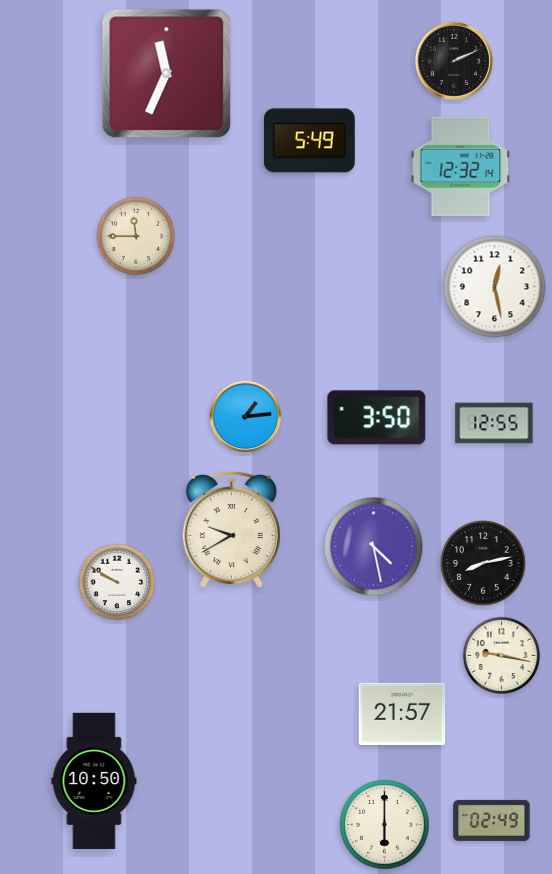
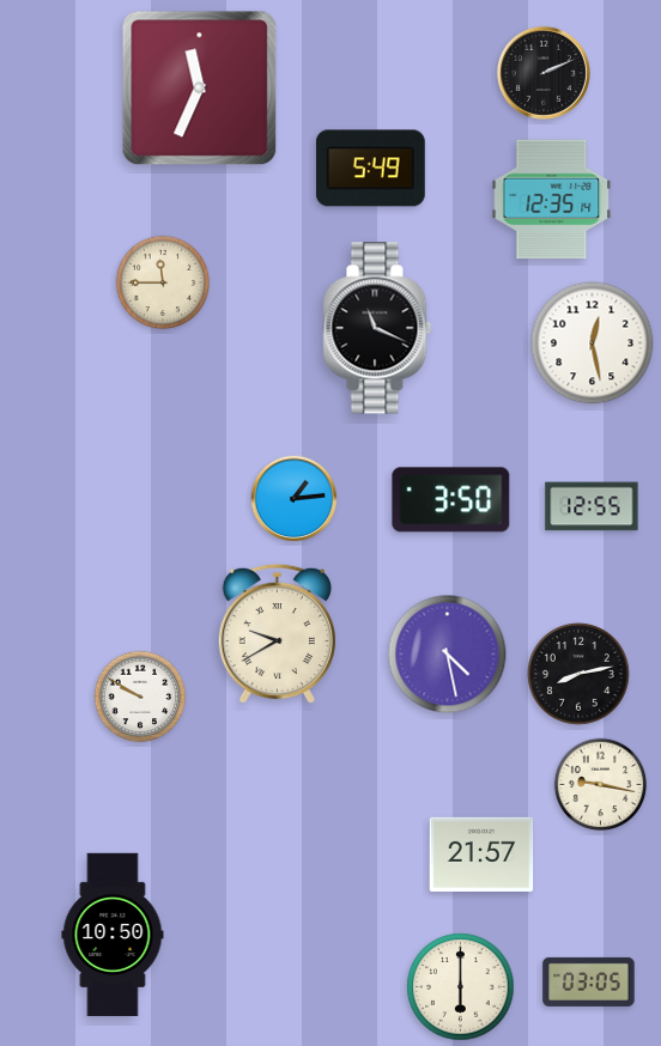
clock at (461, 167): 12:32 -> 12:35
clock at (377, 328): none -> 11:19
clock at (492, 820): 02:49 -> 03:05
